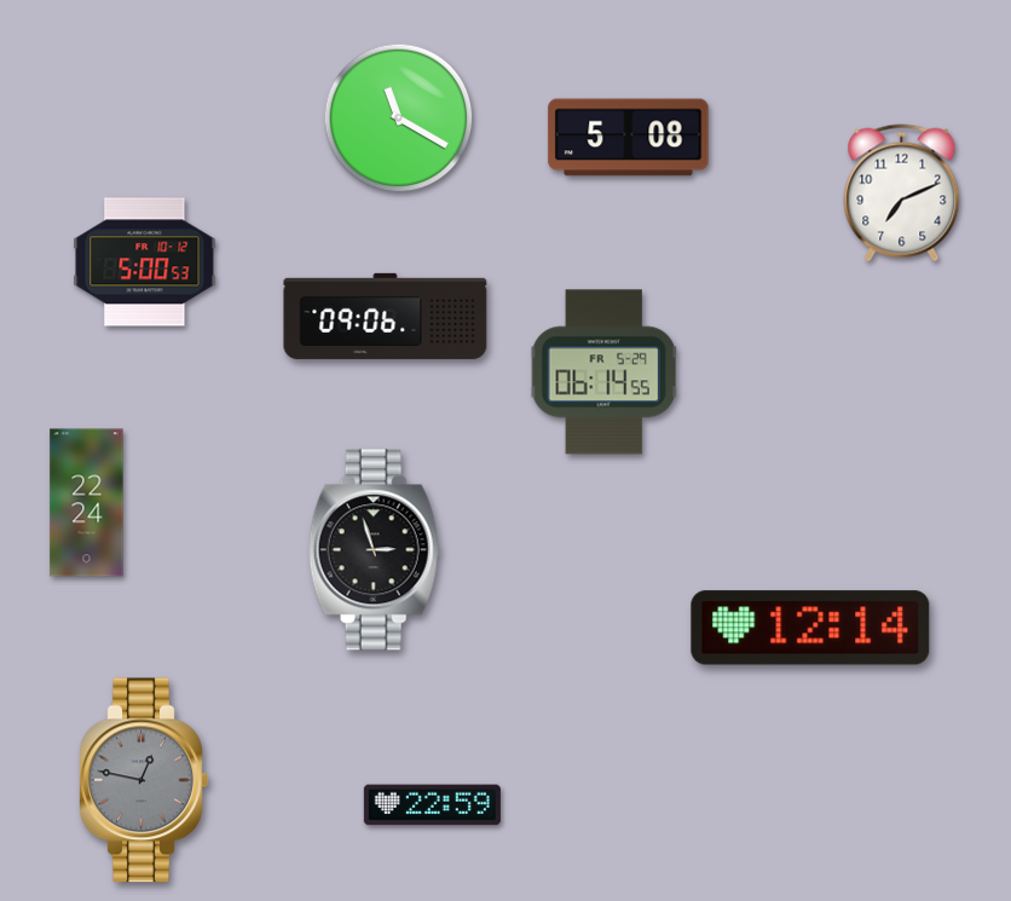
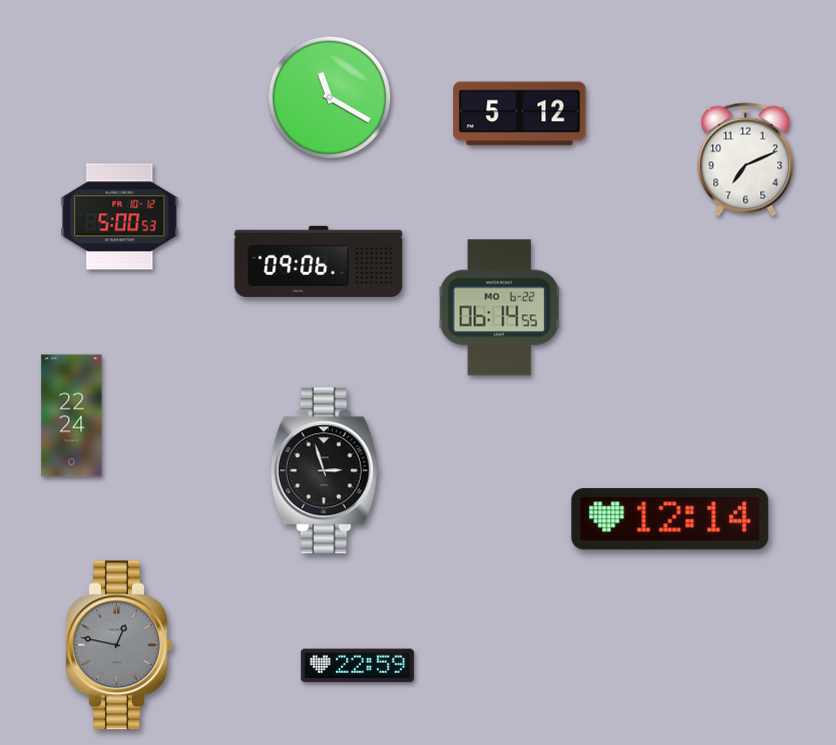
clock at (629, 138): 5:08 -> 5:12
clock at (605, 372) date: FR 5-29 -> MO 6-22
clock at (374, 550) position: (374, 550) -> (324, 471)
